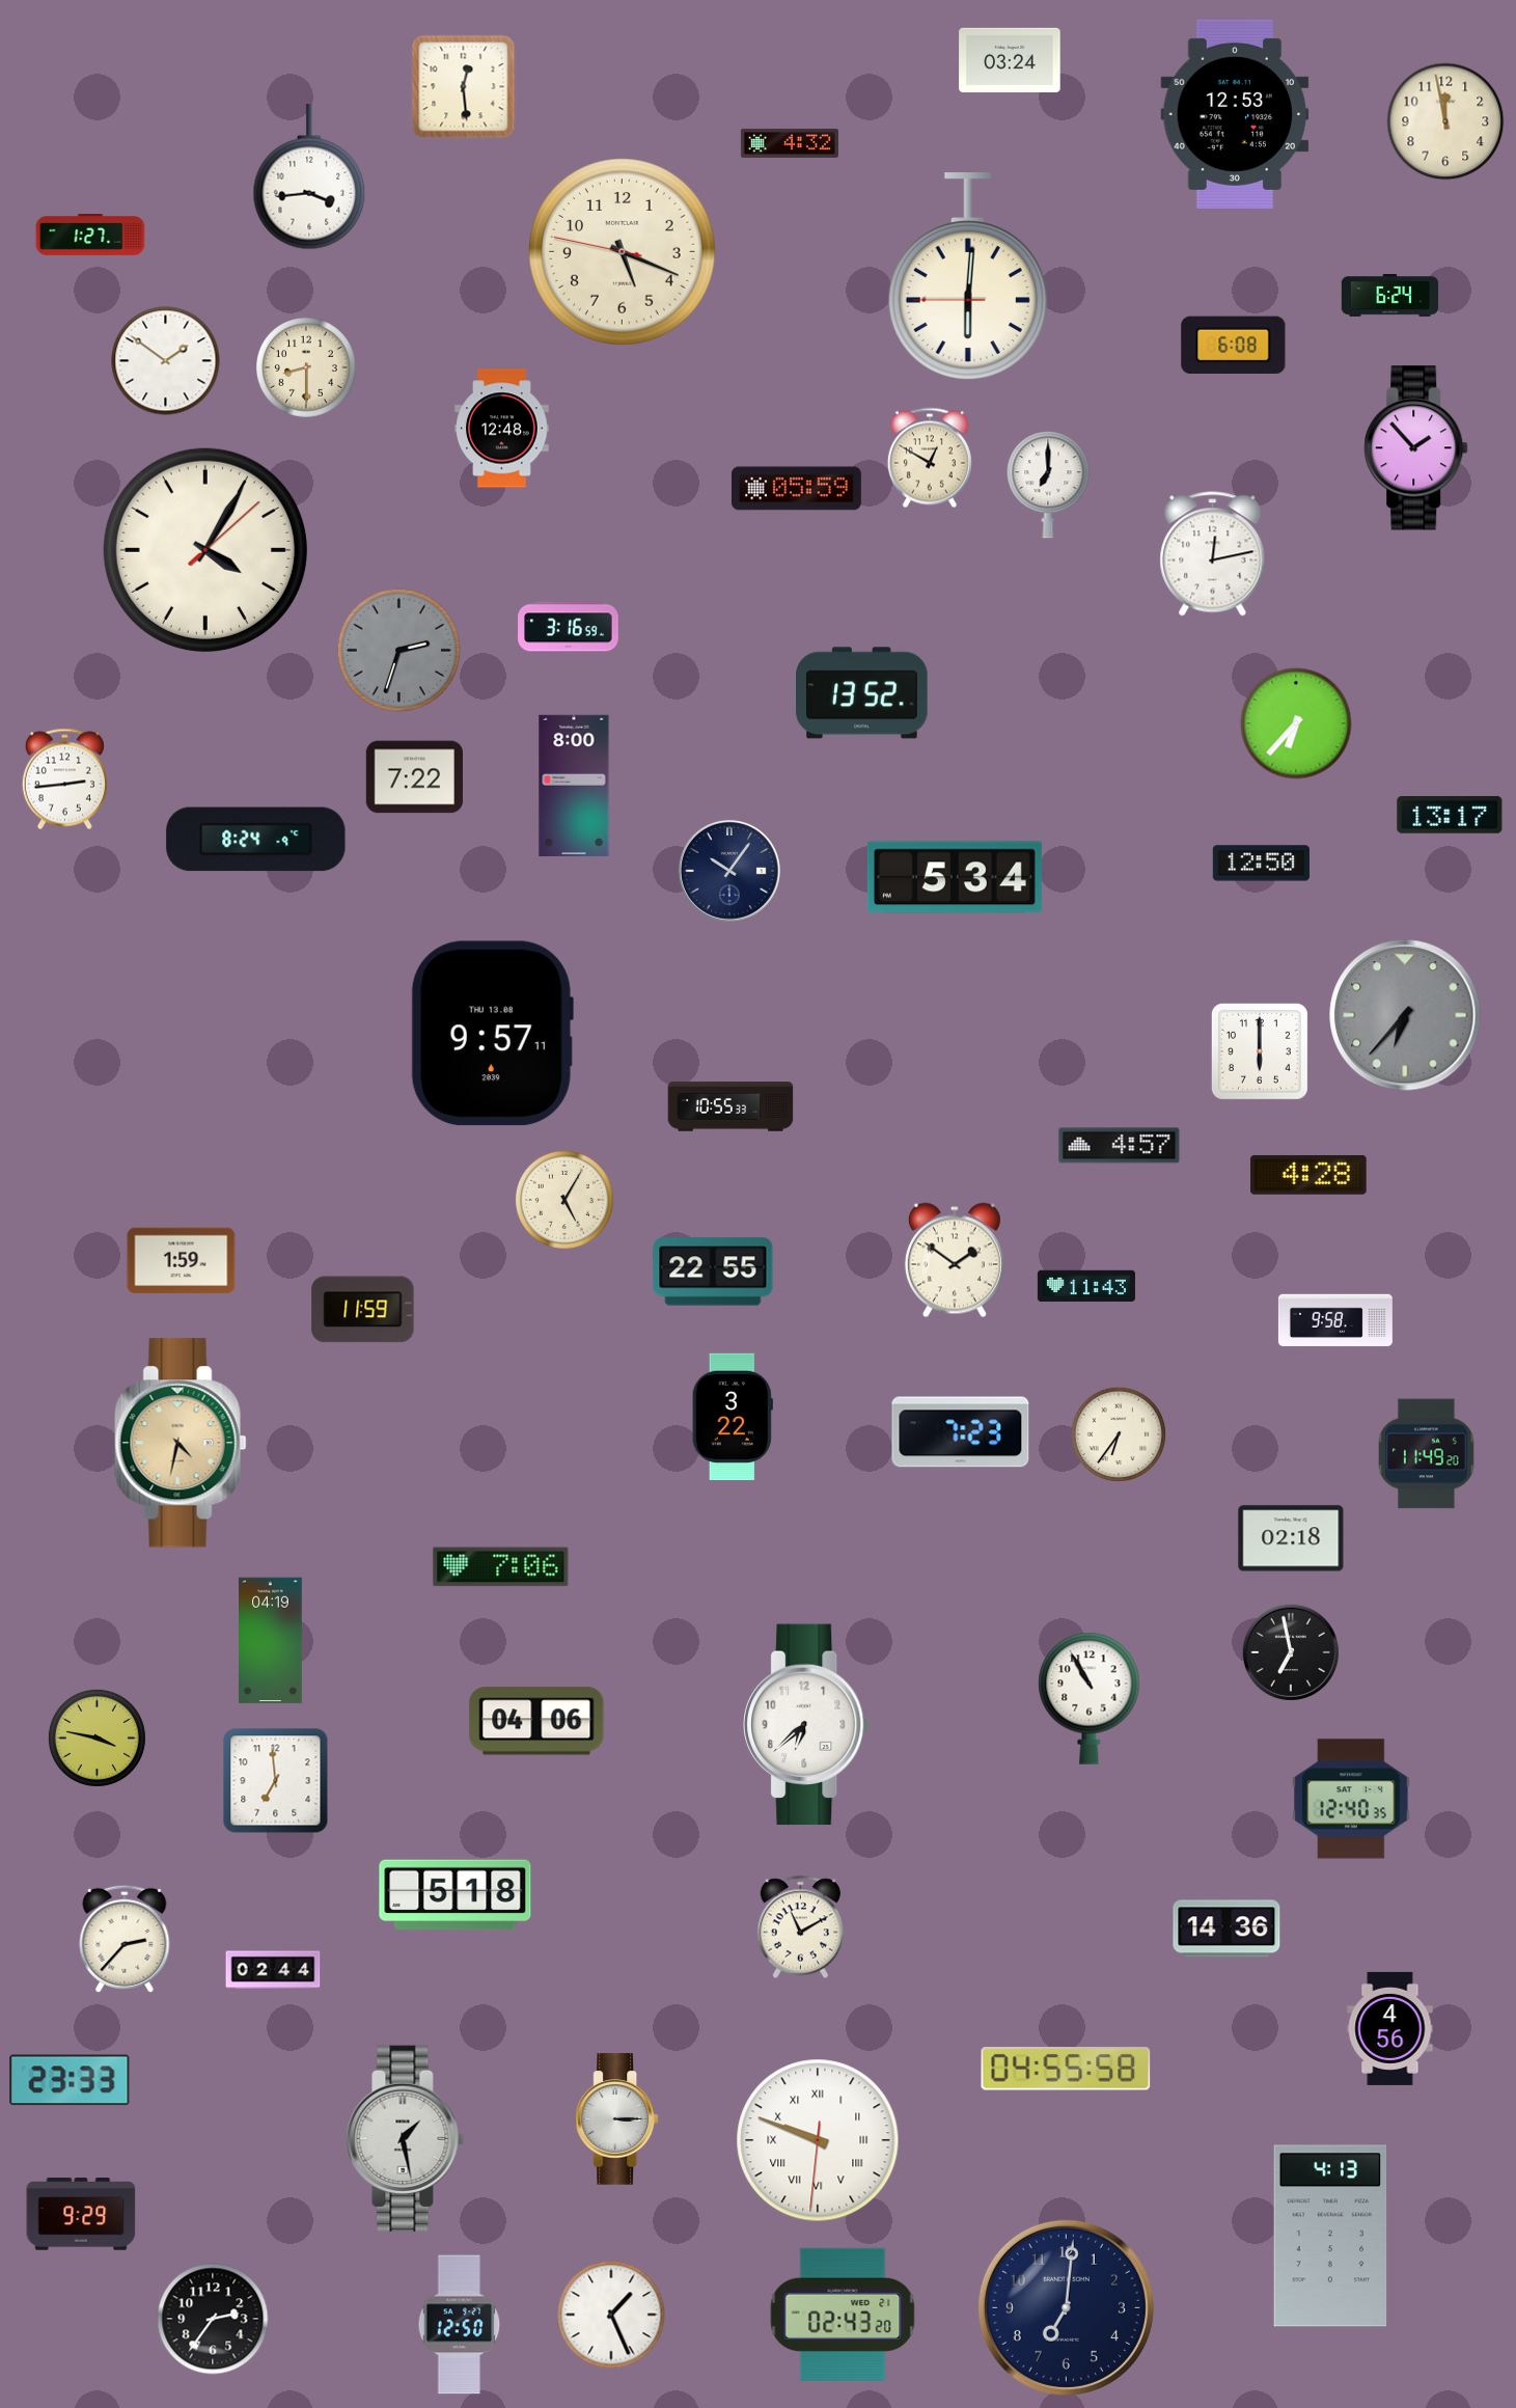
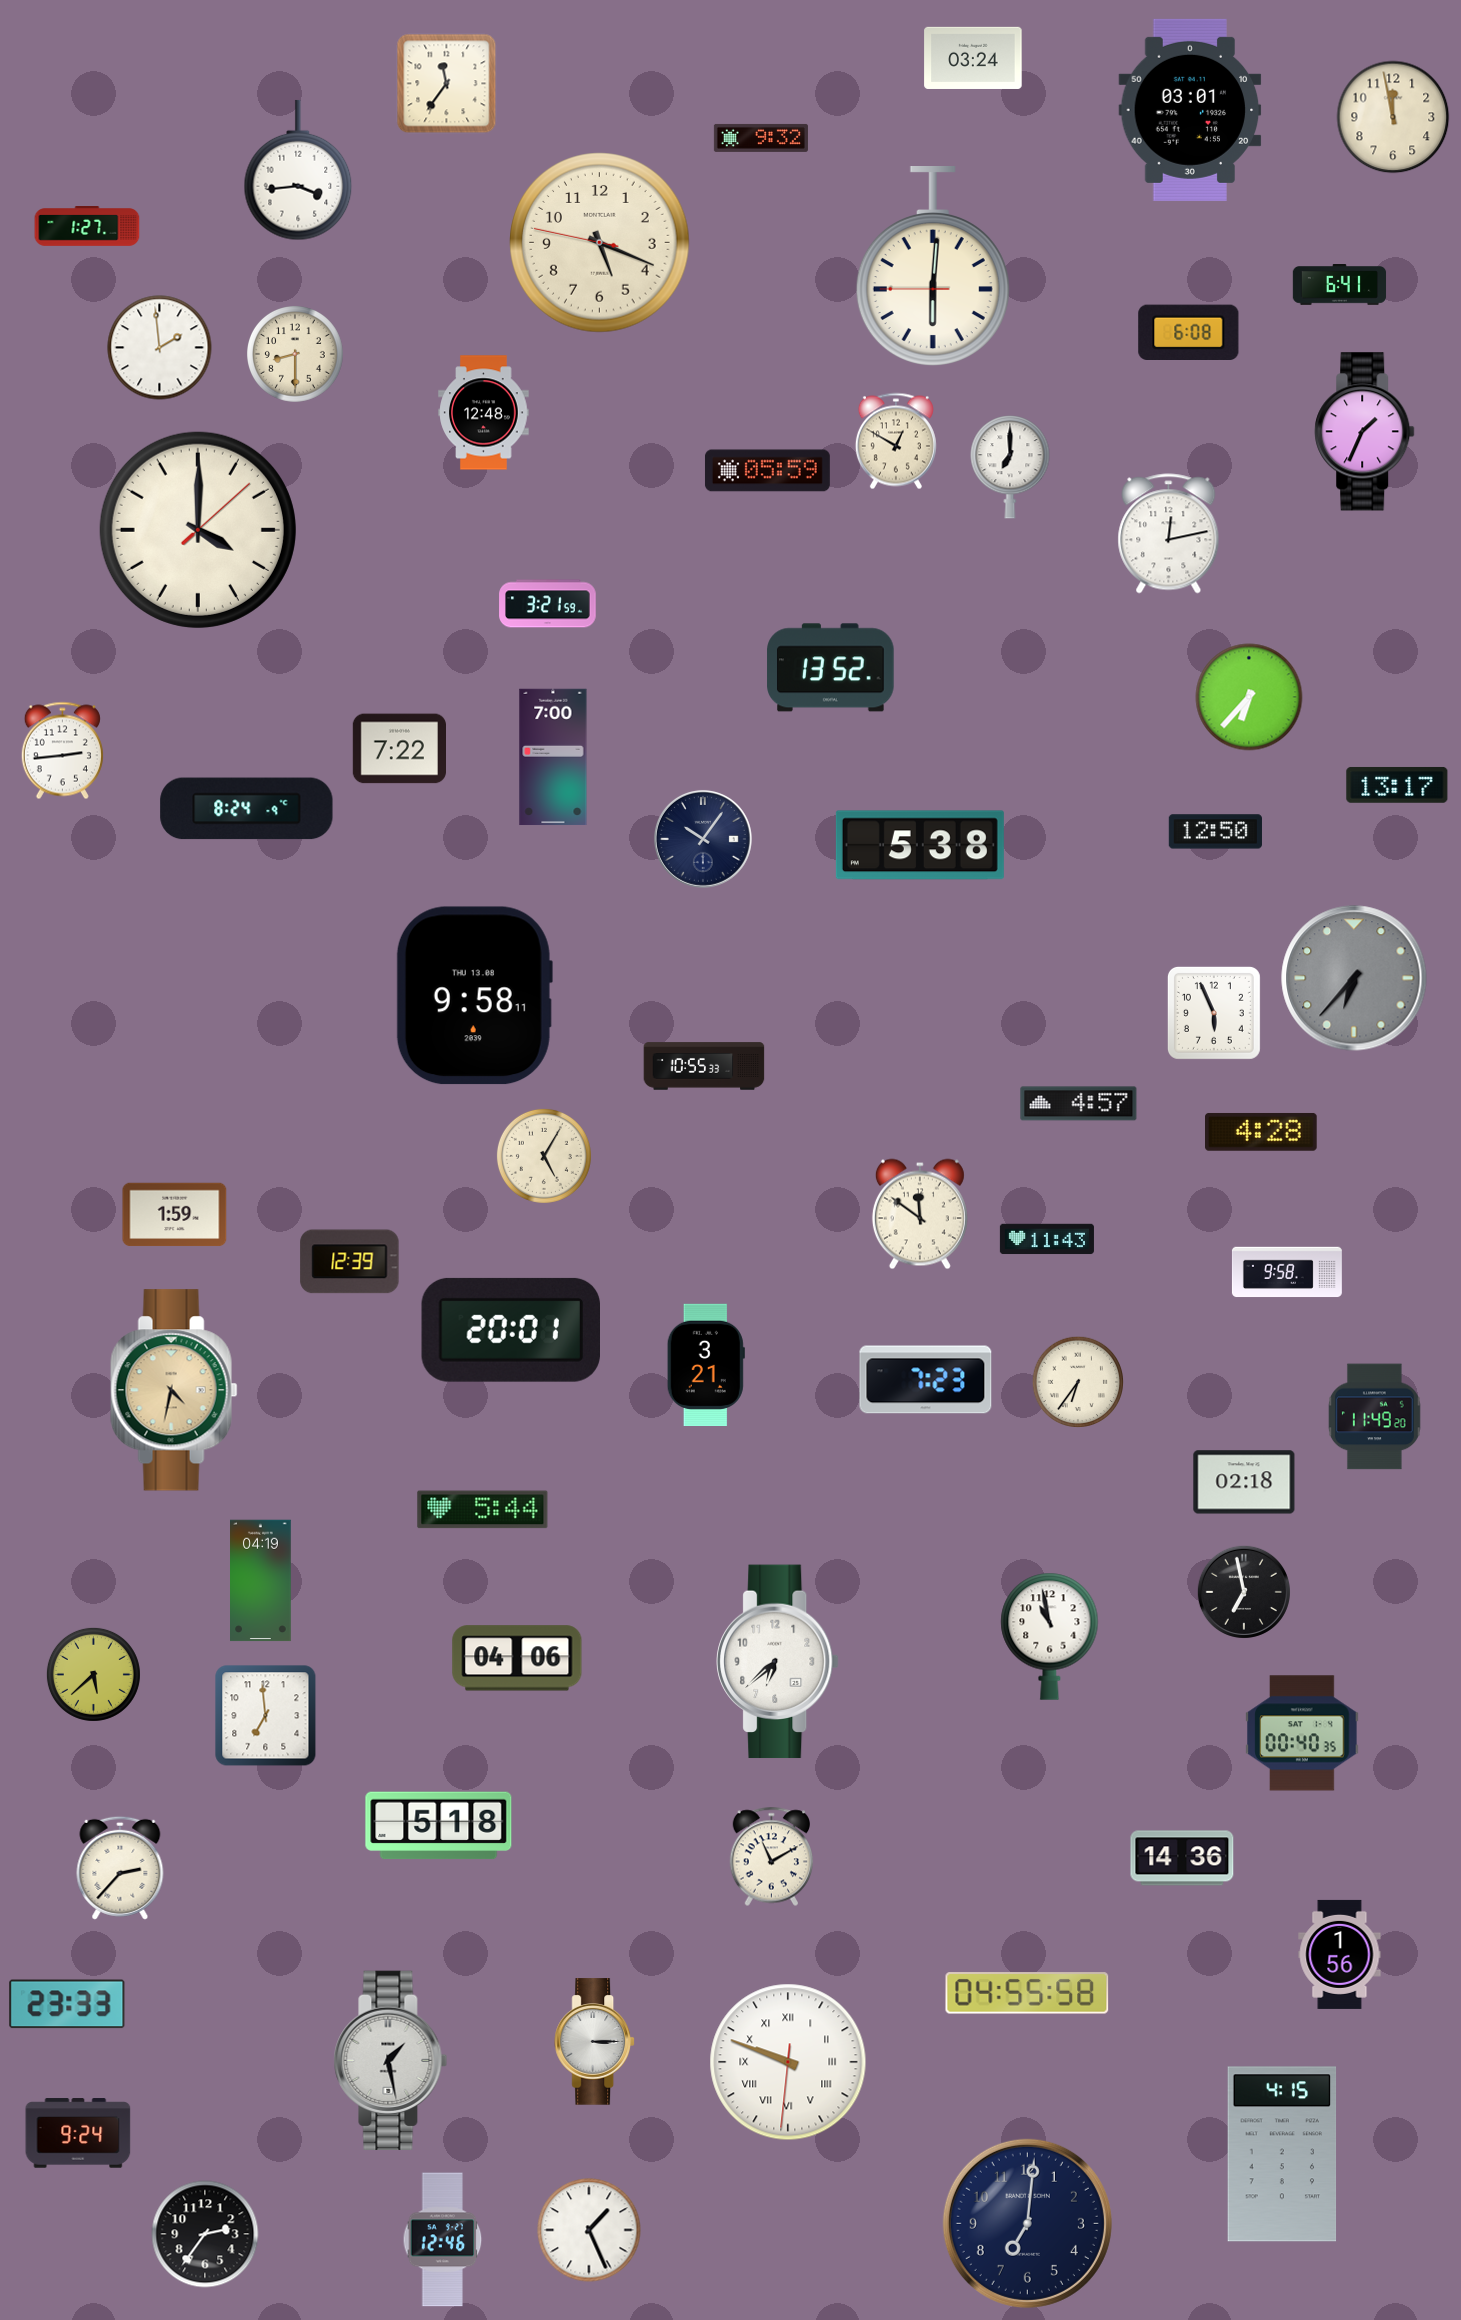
clock at (464, 87): 12:29 -> 11:36
clock at (1235, 114): 12:53 -> 03:01
clock at (790, 143): 4:32 -> 9:32
clock at (1390, 296): 6:24 -> 6:41
clock at (166, 361): 1:51 -> 1:59
clock at (1416, 448): 1:53 -> 1:34
clock at (205, 550): 4:05 -> 4:00
clock at (569, 627): 3:16 -> 3:21
clock at (398, 650): 2:33 -> none
clock at (574, 786): 8:00 -> 7:00
clock at (955, 877): 5:34 -> 5:38
clock at (492, 1034): 9:57 -> 9:58
clock at (1260, 1051): 6:00 -> 5:56
clock at (955, 1260): 1:51 -> 11:51
clock at (713, 1271): 22:55 -> none
clock at (363, 1310): 11:59 -> 12:39
clock at (510, 1330): none -> 20:01
clock at (733, 1416): 3:22 -> 3:21
clock at (1426, 1454) position: (1426, 1454) -> (1374, 1417)
clock at (501, 1567): 7:06 -> 5:44
clock at (1090, 1698): 10:55 -> 10:58
clock at (97, 1737): 3:47 -> 5:38
clock at (1351, 1799): 12:40 -> 00:40
clock at (273, 1970): 02:44 -> none
clock at (1390, 2028): 4:56 -> 1:56
clock at (81, 2214): 9:29 -> 9:24
clock at (1330, 2236): 4:13 -> 4:15
clock at (843, 2315): 02:43 -> none
clock at (460, 2325): 12:50 -> 12:46
